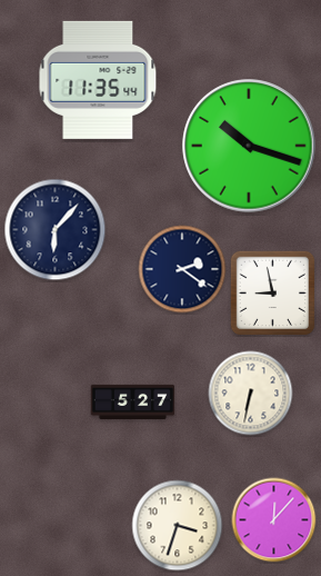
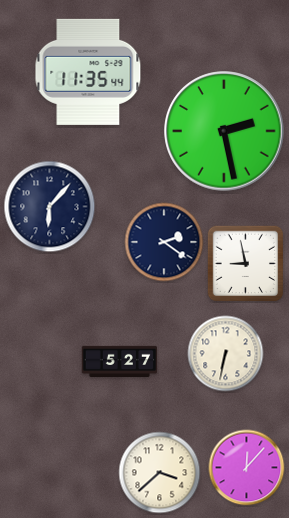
clock at (249, 146): 10:18 -> 2:28
clock at (178, 526): 3:33 -> 3:38
